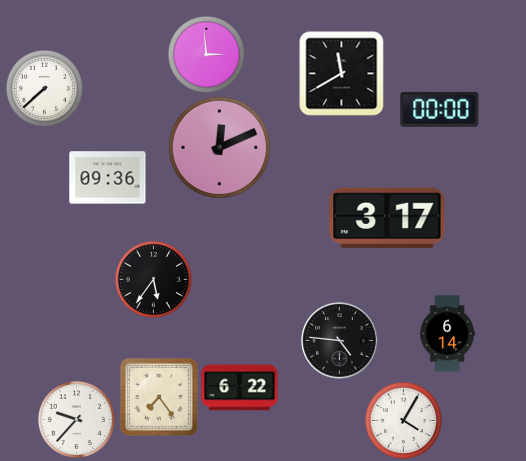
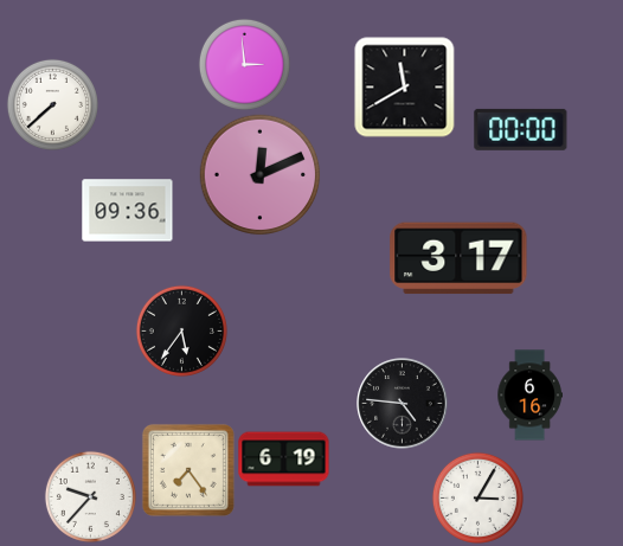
clock at (447, 334): 6:14 -> 6:16
clock at (240, 388): 6:22 -> 6:19
clock at (403, 420): 4:05 -> 3:05
